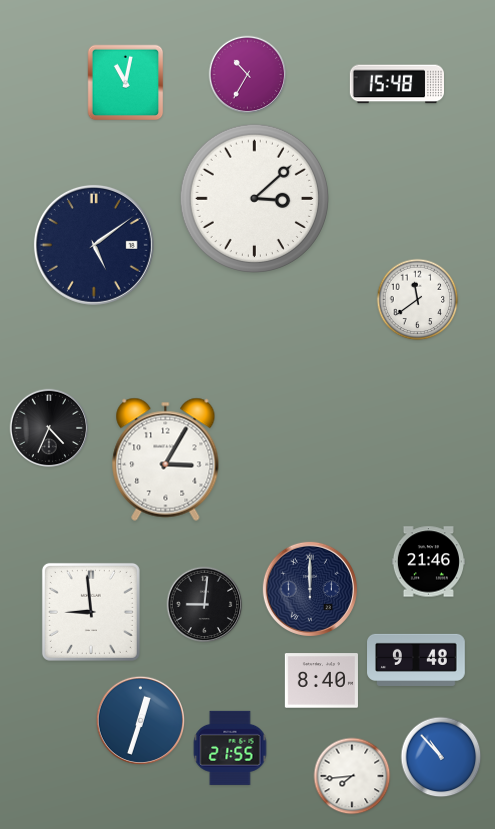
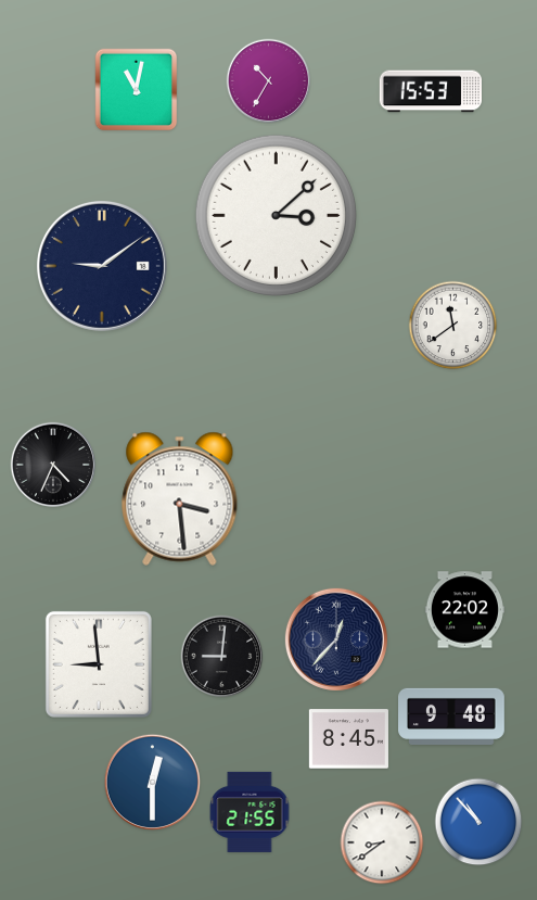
clock at (396, 84): 15:48 -> 15:53
clock at (94, 245): 5:09 -> 9:09
clock at (166, 459): 3:05 -> 3:29
clock at (428, 562): 21:46 -> 22:02
clock at (310, 589): 12:00 -> 12:37
clock at (321, 681): 8:40 -> 8:45
clock at (140, 720): 12:33 -> 12:30
clock at (352, 776): 7:44 -> 8:39
